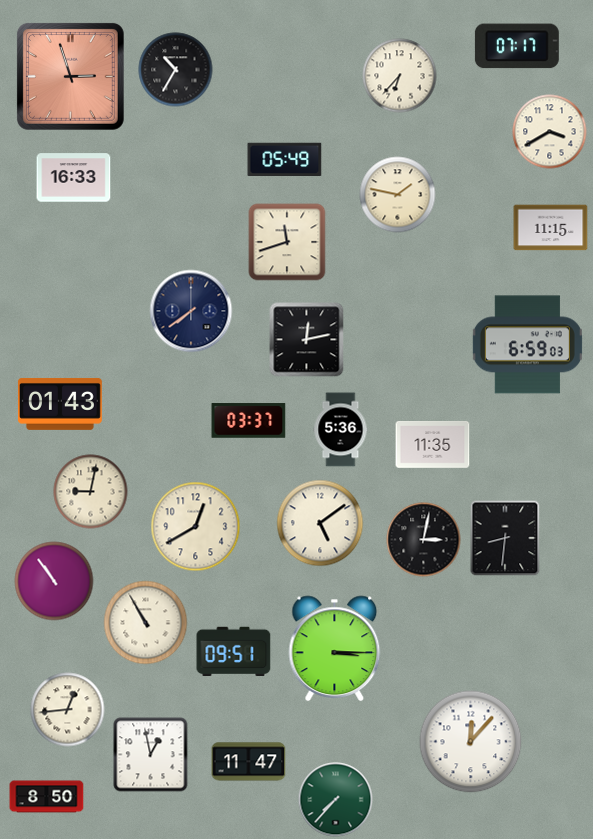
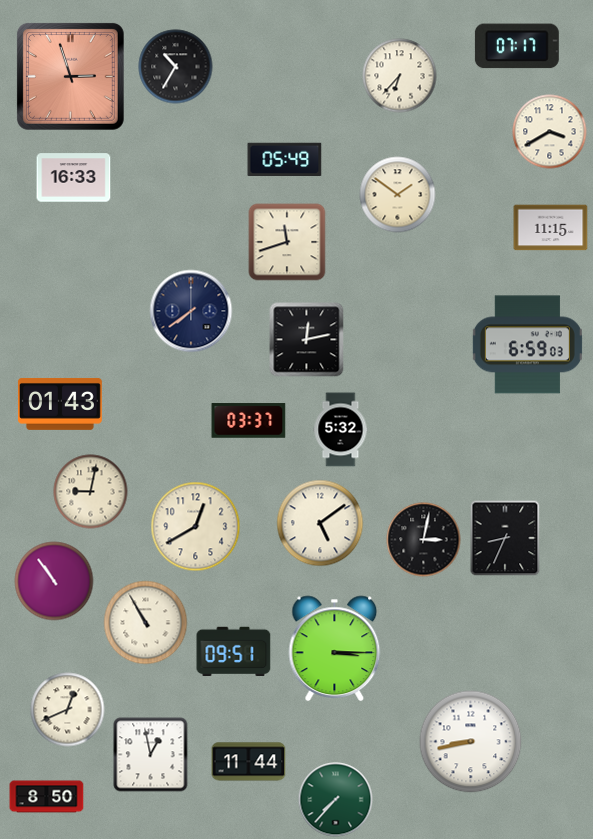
clock at (176, 70) position: (176, 70) -> (176, 67)
clock at (398, 195): 1:47 -> 1:51
clock at (341, 430): 5:36 -> 5:32
clock at (433, 445): 11:35 -> none
clock at (505, 538): 8:31 -> 8:34
clock at (68, 710): 12:44 -> 12:41
clock at (471, 742): 12:07 -> 8:43
clock at (249, 762): 11:47 -> 11:44
